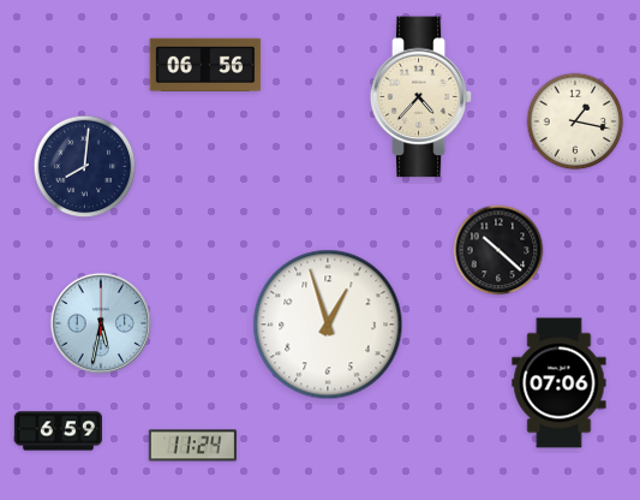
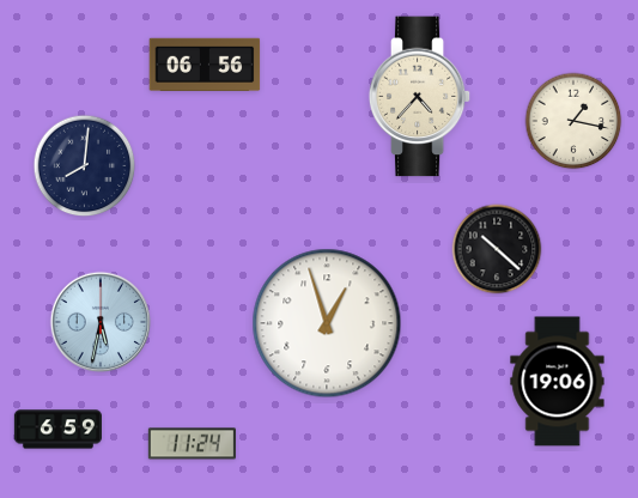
clock at (560, 383): 07:06 -> 19:06
